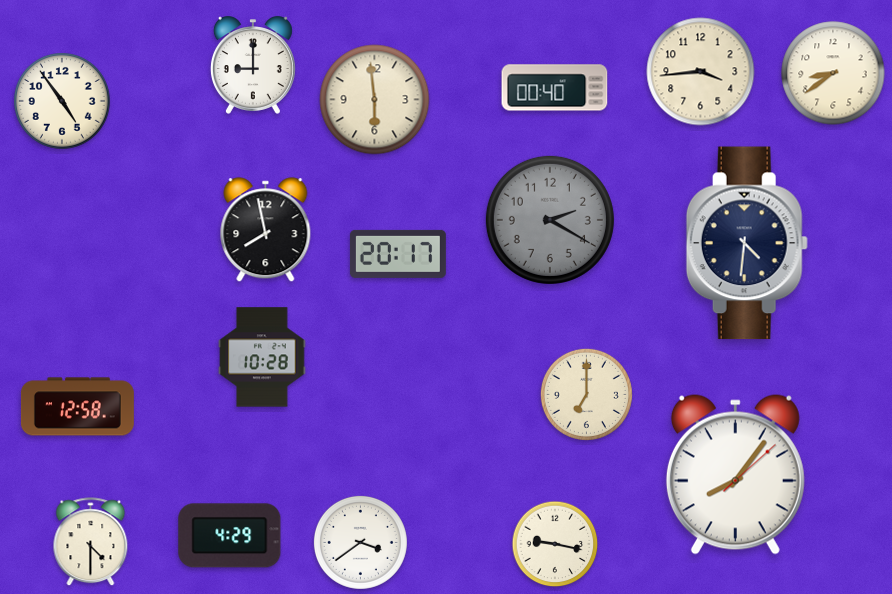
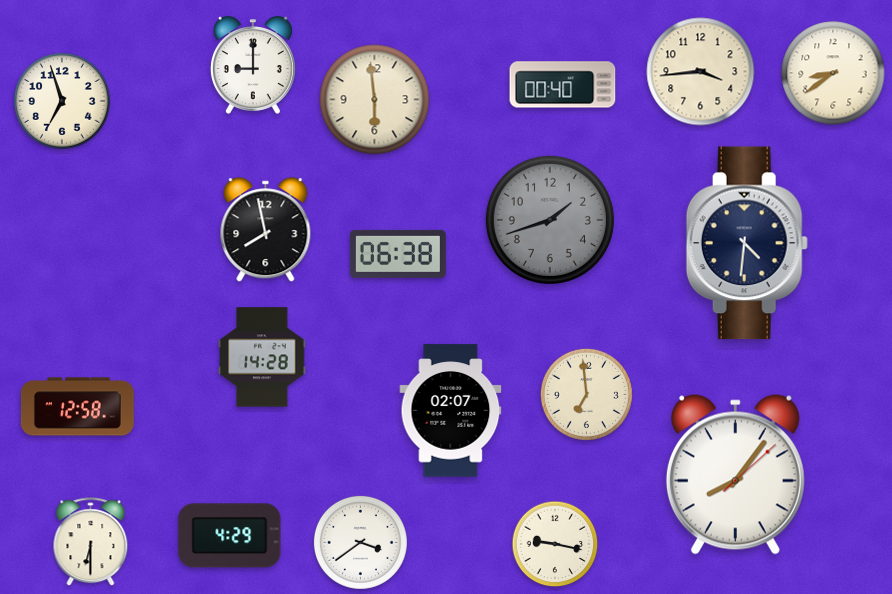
clock at (555, 88) position: (555, 88) -> (563, 85)
clock at (63, 102): 4:54 -> 6:57
clock at (550, 220): 2:20 -> 1:42
clock at (398, 254): 20:17 -> 06:38
clock at (262, 357): 10:28 -> 14:28
clock at (586, 394): 7:00 -> 6:59
clock at (451, 411): none -> 02:07
clock at (91, 542): 4:30 -> 6:30
